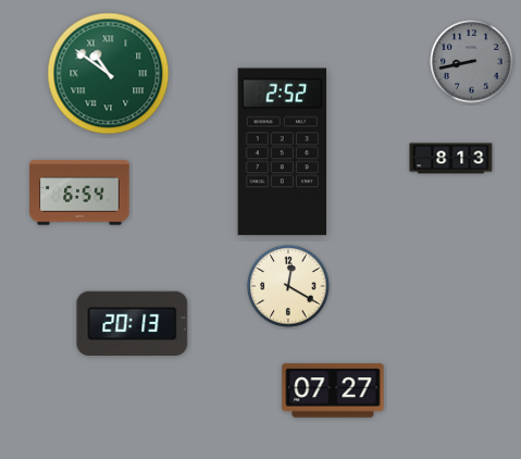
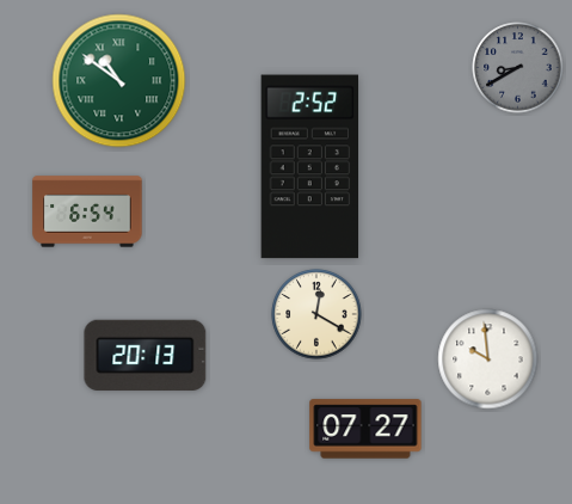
clock at (472, 62): 8:43 -> 8:40
clock at (451, 159): 8:13 -> none
clock at (488, 359): none -> 9:59
